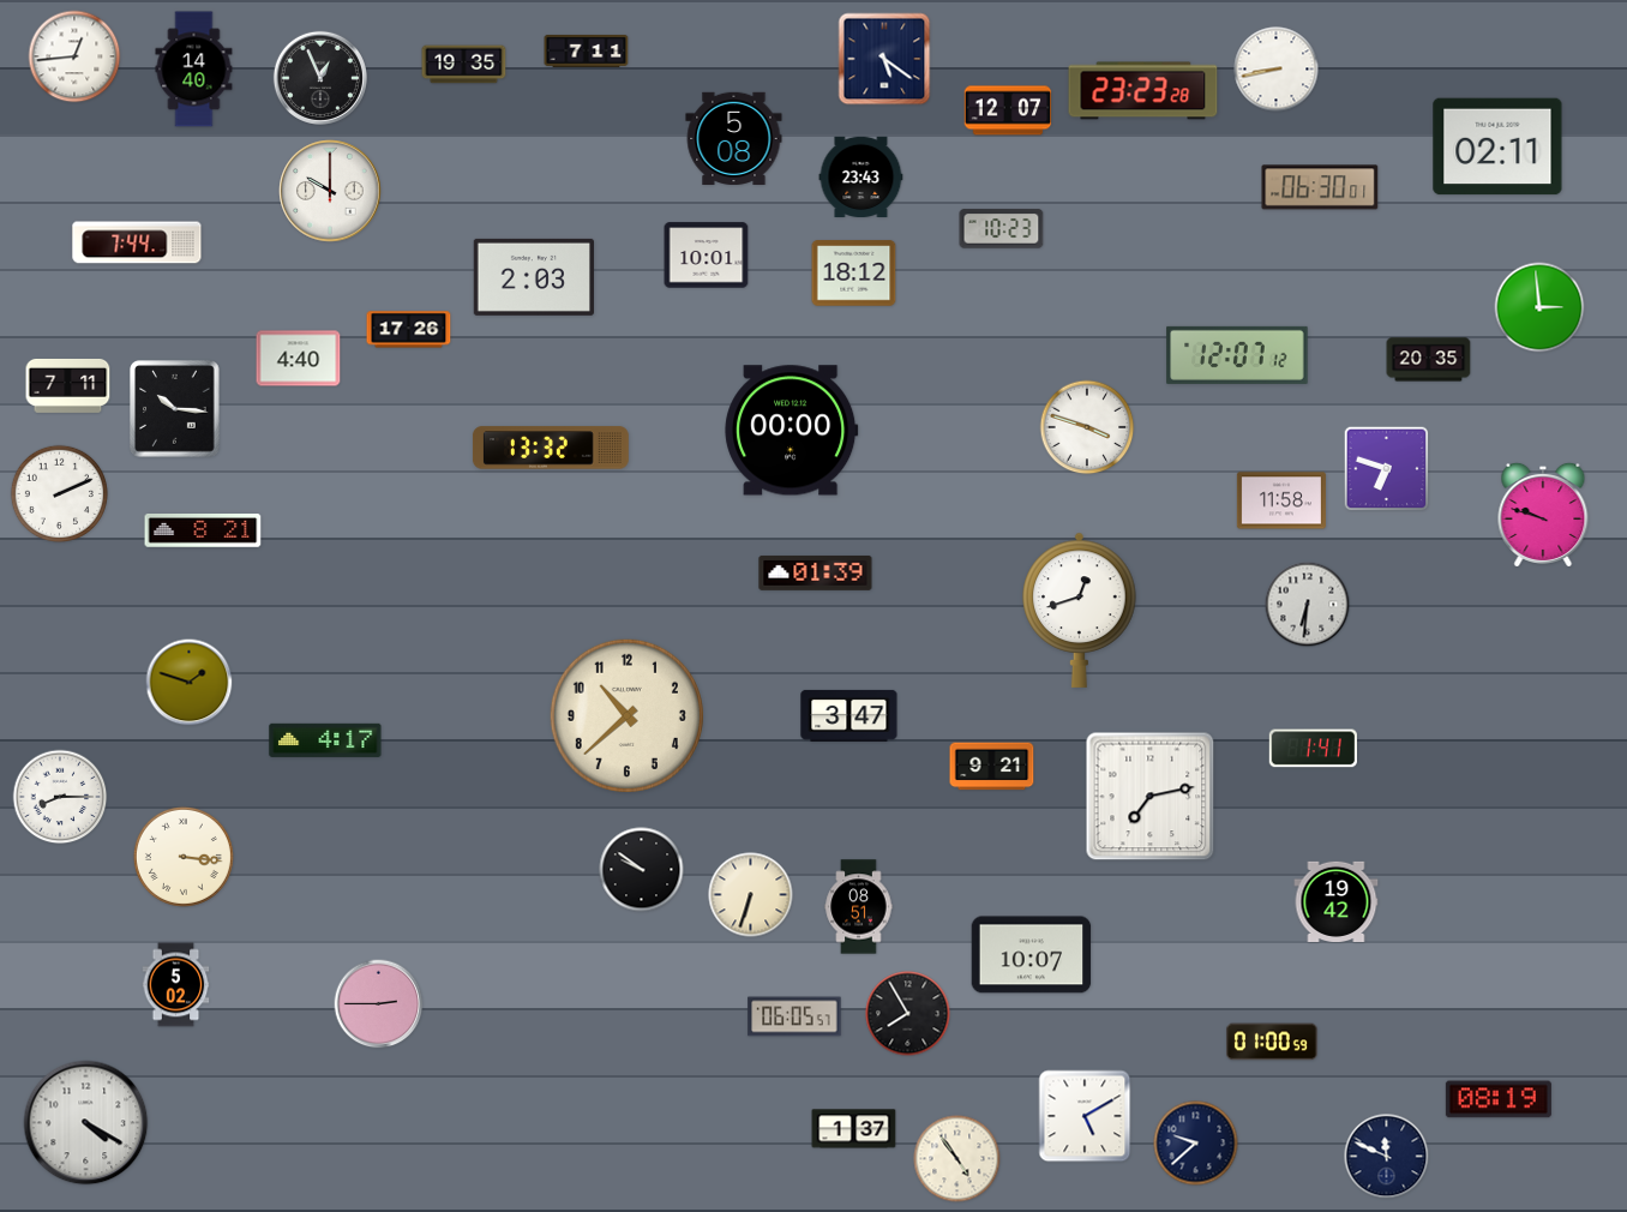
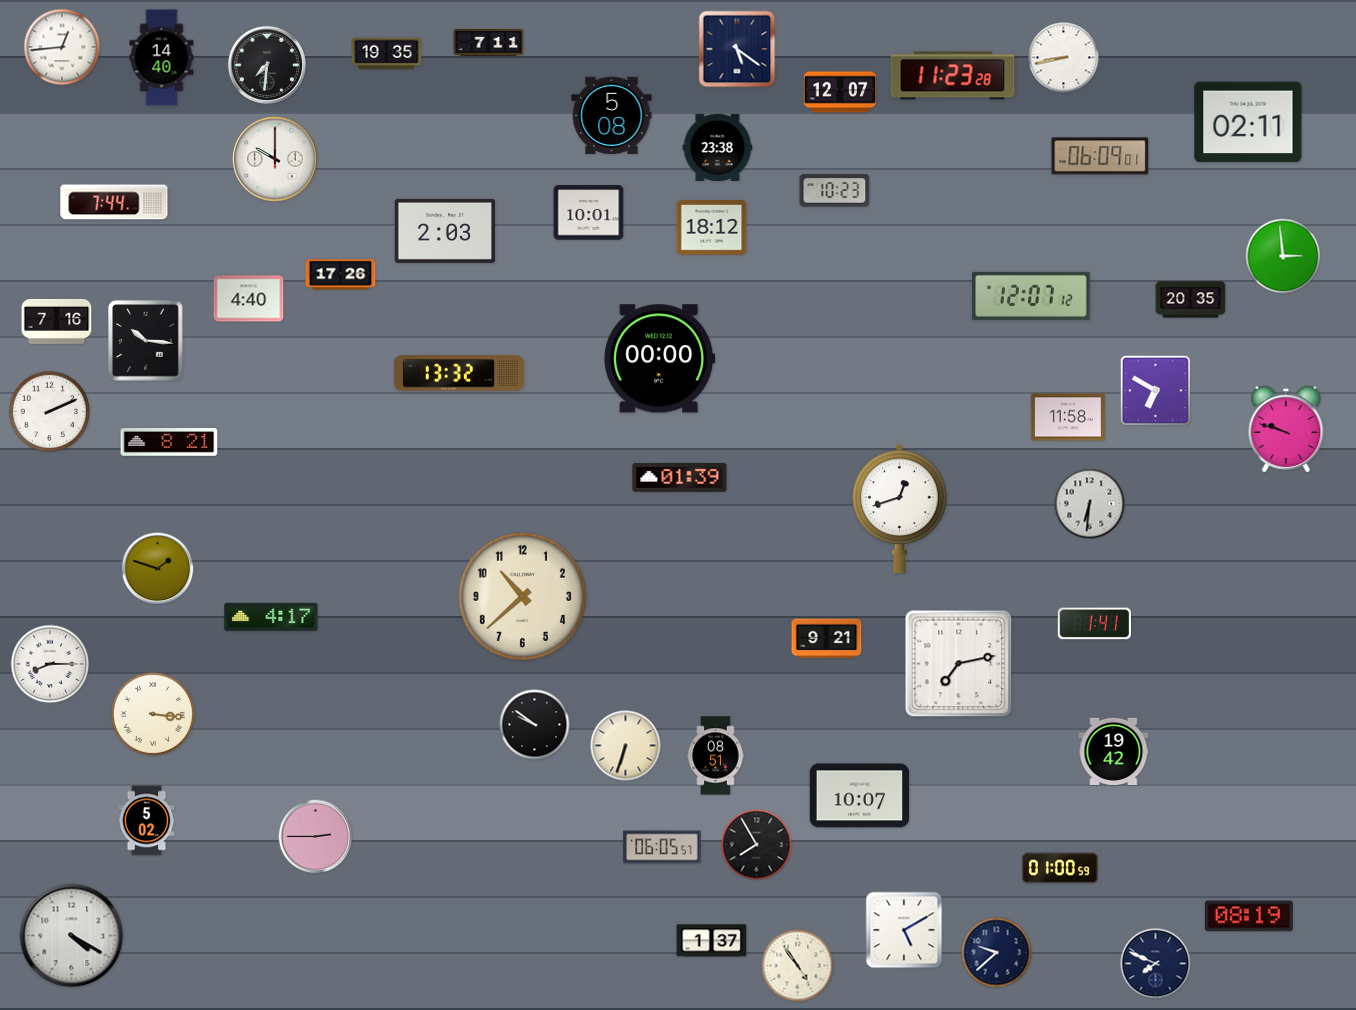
clock at (320, 78): 12:56 -> 7:31
clock at (1143, 91): 23:23 -> 11:23
clock at (861, 176): 23:43 -> 23:38
clock at (1320, 187): 06:30 -> 06:09
clock at (68, 385): 7:11 -> 7:16
clock at (1087, 427): 3:48 -> none
clock at (1387, 469): 6:48 -> 6:50
clock at (849, 715): 3:47 -> none
clock at (1387, 1157): 11:49 -> 7:49
